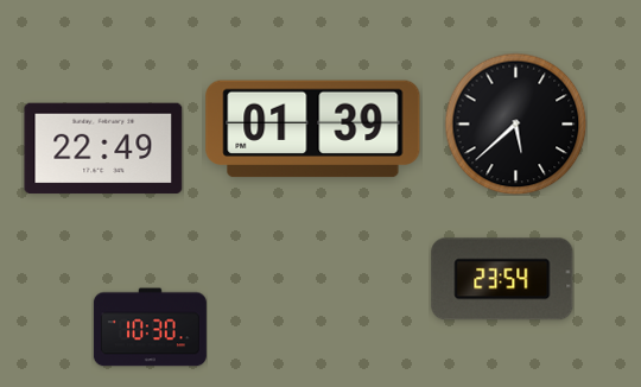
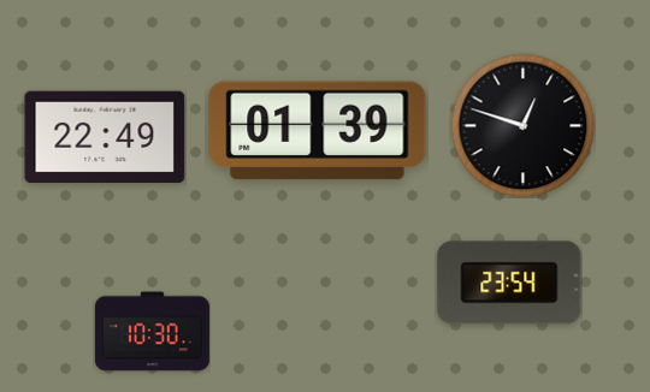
clock at (515, 123): 5:38 -> 12:48
clock at (103, 148) position: (103, 148) -> (105, 137)
